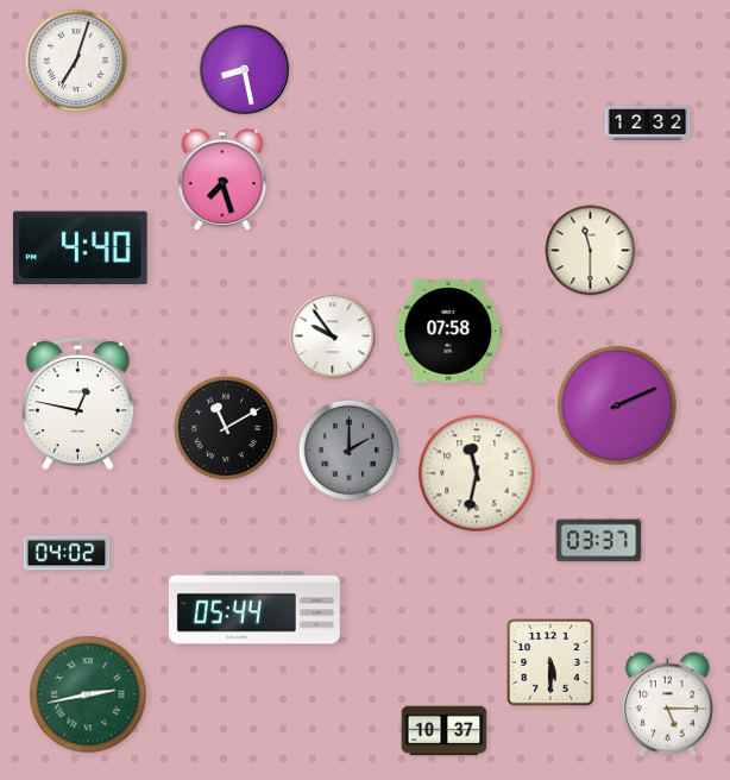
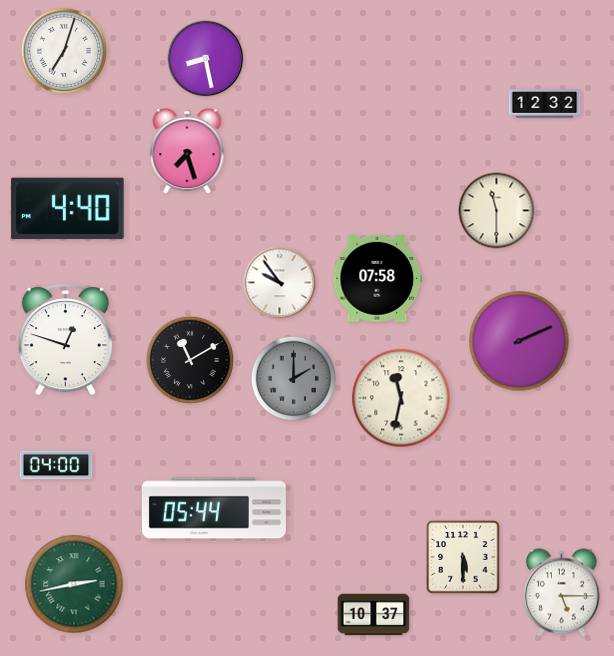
clock at (77, 404): 12:47 -> 12:48
clock at (599, 541): 03:37 -> none
clock at (67, 553): 04:02 -> 04:00
clock at (254, 608) position: (254, 608) -> (214, 508)
